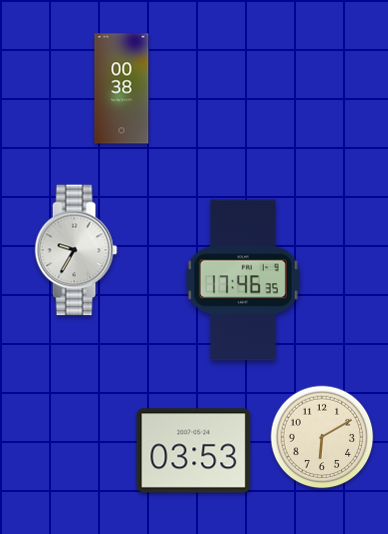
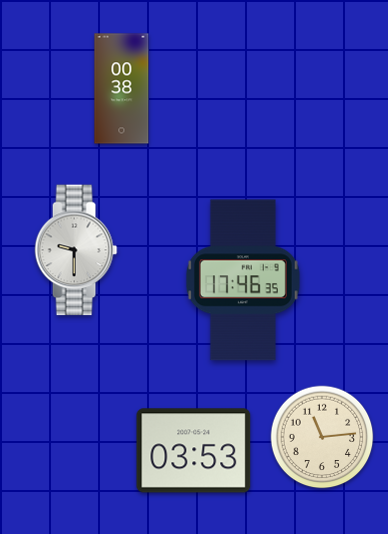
clock at (76, 250): 9:35 -> 9:30
clock at (322, 437): 6:10 -> 11:14
